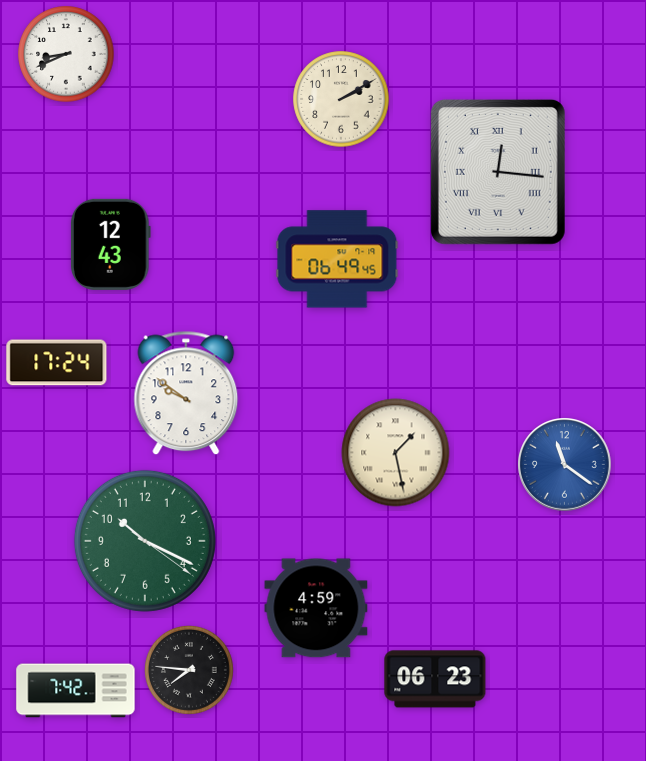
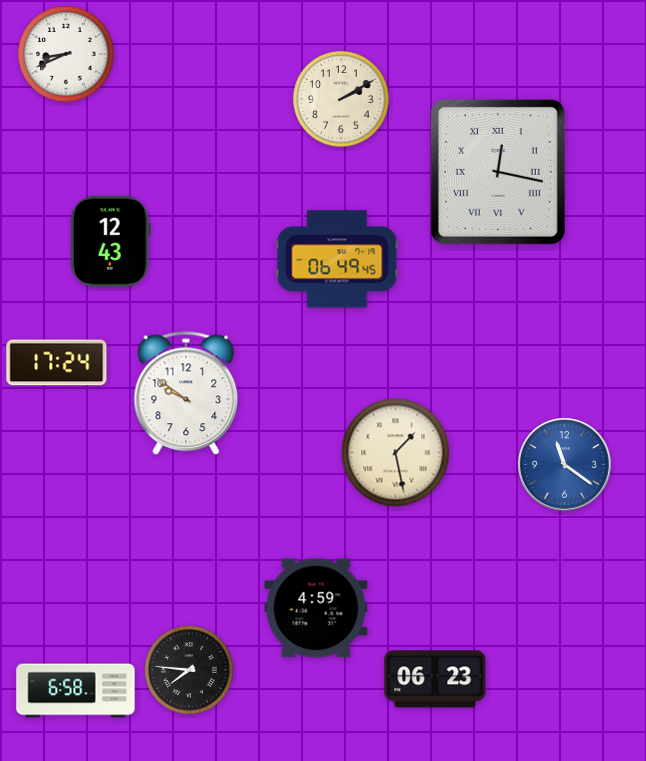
clock at (498, 172): 12:16 -> 12:17
clock at (110, 244) position: (110, 244) -> (110, 241)
clock at (145, 541): 10:19 -> none
clock at (76, 691): 7:42 -> 6:58
